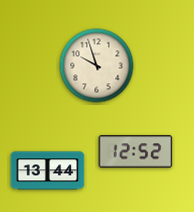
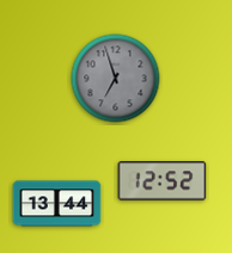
clock at (97, 66): 9:57 -> 6:57
clock at (97, 66) dial: cream -> grey
